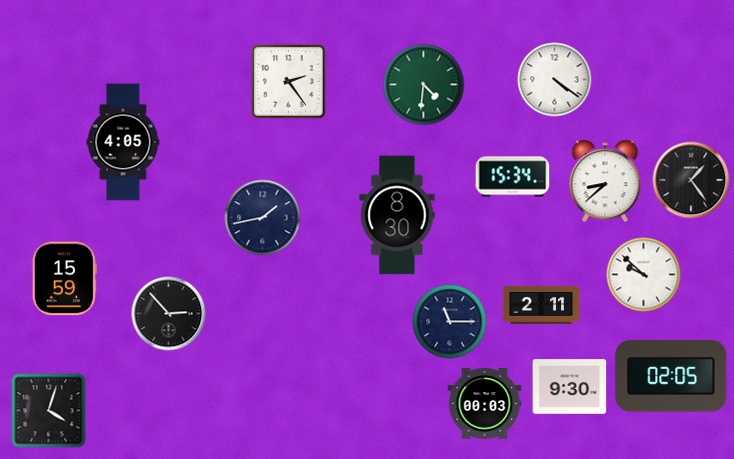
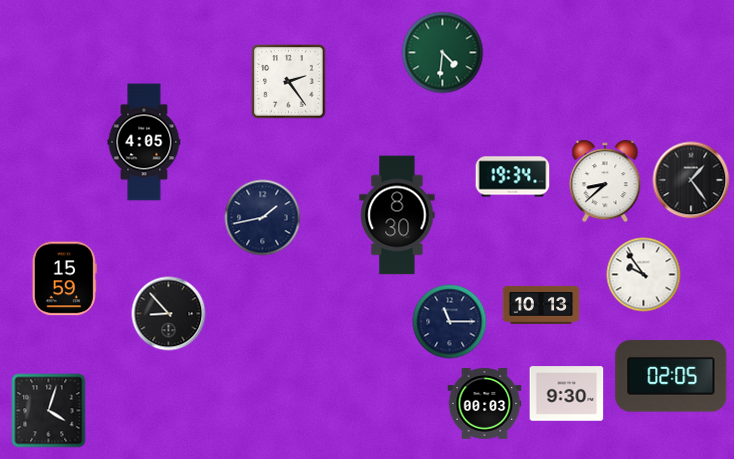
clock at (555, 80): 4:21 -> none
clock at (424, 85) position: (424, 85) -> (443, 53)
clock at (123, 142) position: (123, 142) -> (144, 142)
clock at (513, 177): 15:34 -> 19:34
clock at (644, 275): 9:52 -> 9:54
clock at (541, 305): 2:11 -> 10:13
clock at (169, 314): 2:53 -> 8:53
clock at (570, 387) position: (570, 387) -> (567, 394)
